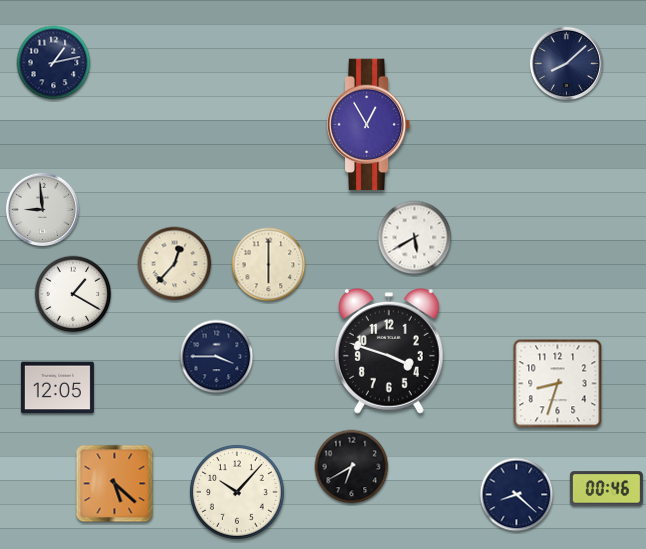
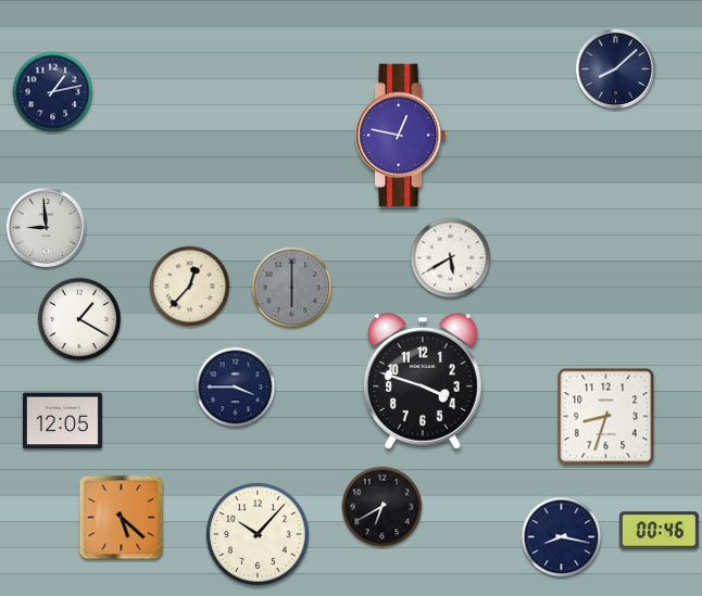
clock at (54, 63) position: (54, 63) -> (53, 92)
clock at (369, 125): 12:55 -> 12:47
clock at (269, 265) dial: cream -> grey
clock at (115, 484) position: (115, 484) -> (122, 518)
clock at (517, 495): 8:22 -> 8:17
